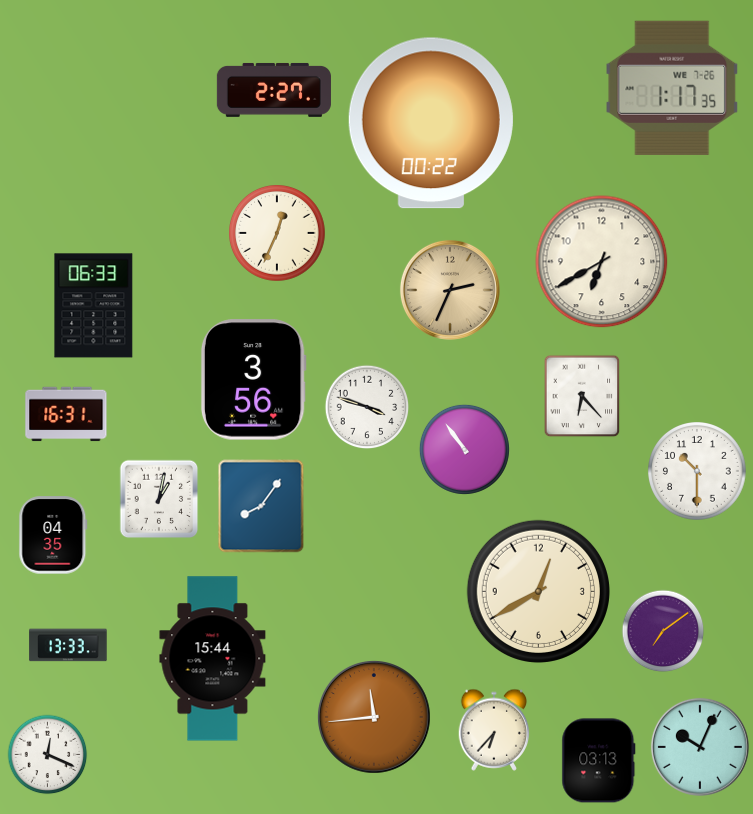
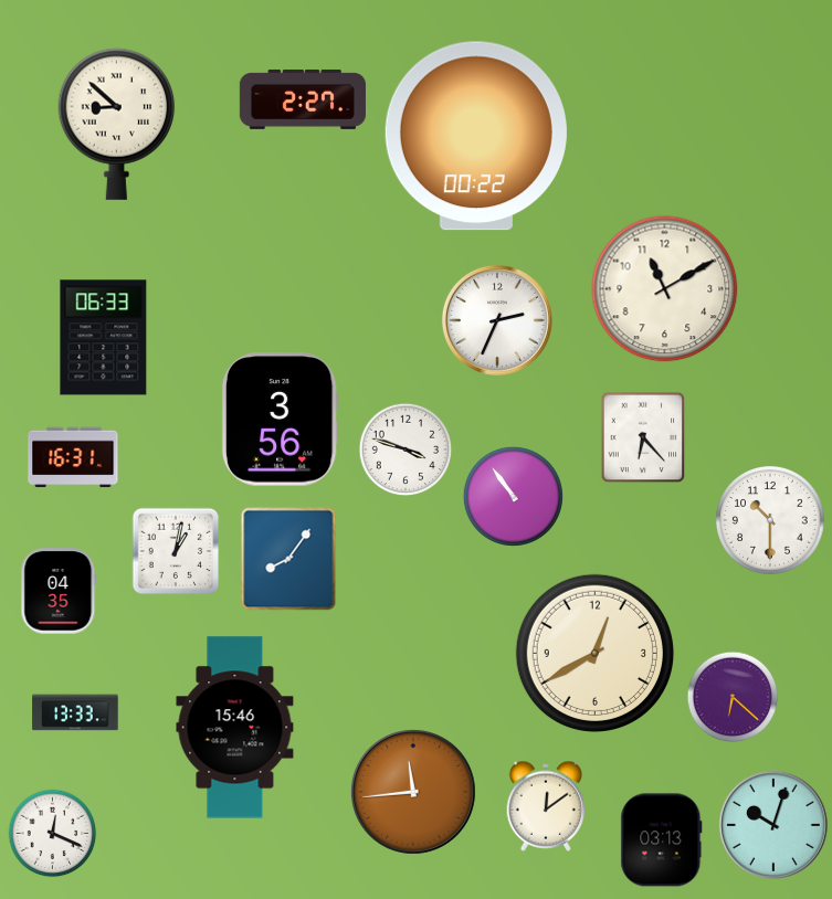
clock at (672, 88): 1:17 -> none
clock at (117, 124): none -> 8:52
clock at (278, 234): 12:34 -> none
clock at (602, 262): 6:40 -> 11:10
clock at (450, 290) dial: champagne -> white
clock at (663, 631): 7:09 -> 6:22
clock at (213, 659): 15:44 -> 15:46
clock at (494, 730): 6:37 -> 12:09
clock at (700, 747): 10:04 -> 10:03
